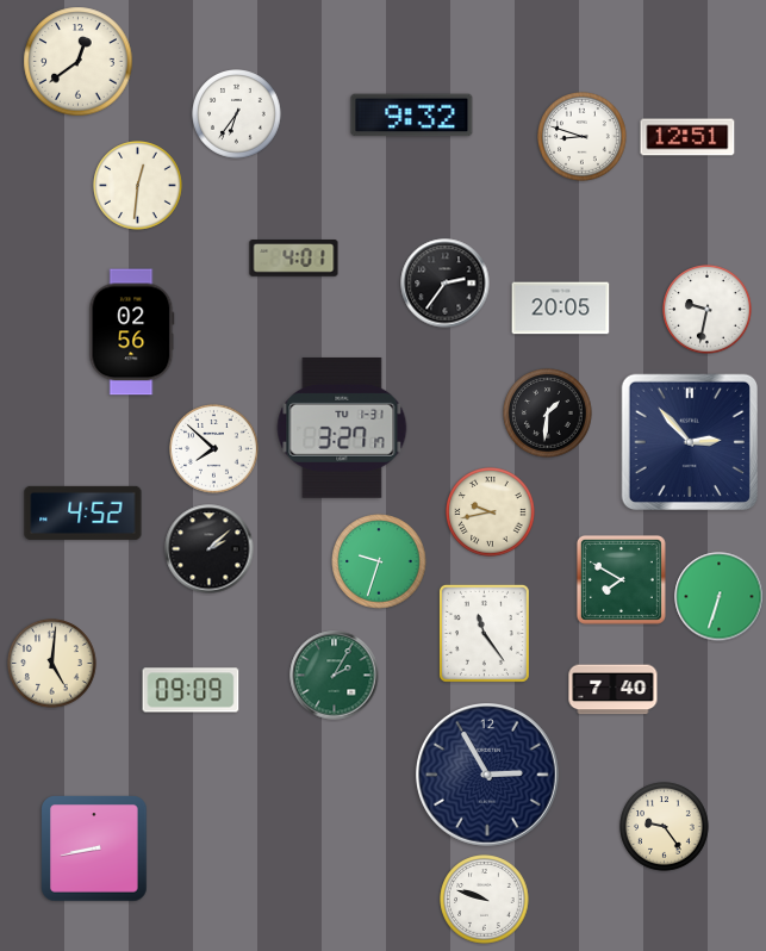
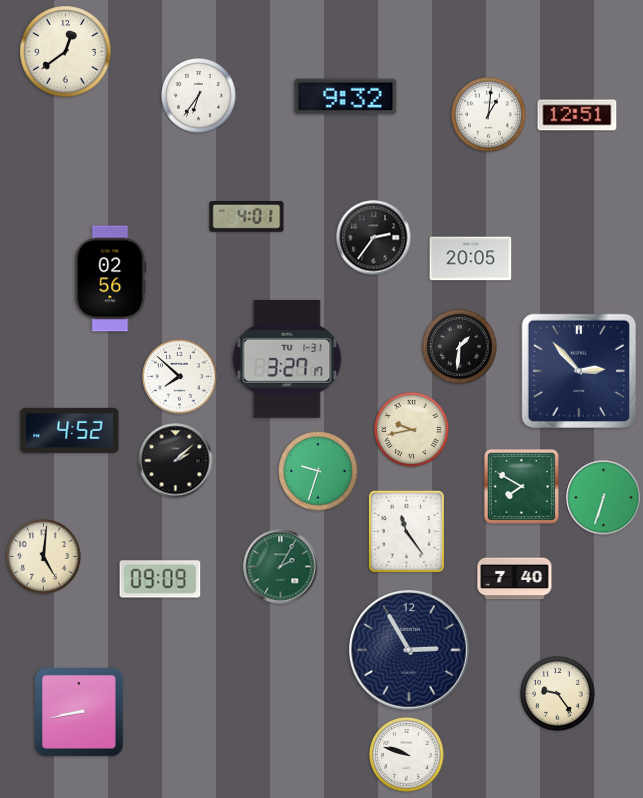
clock at (583, 137): 8:48 -> 1:01
clock at (138, 186): 12:31 -> none
clock at (708, 310): 9:32 -> none
clock at (720, 597) position: (720, 597) -> (604, 498)
